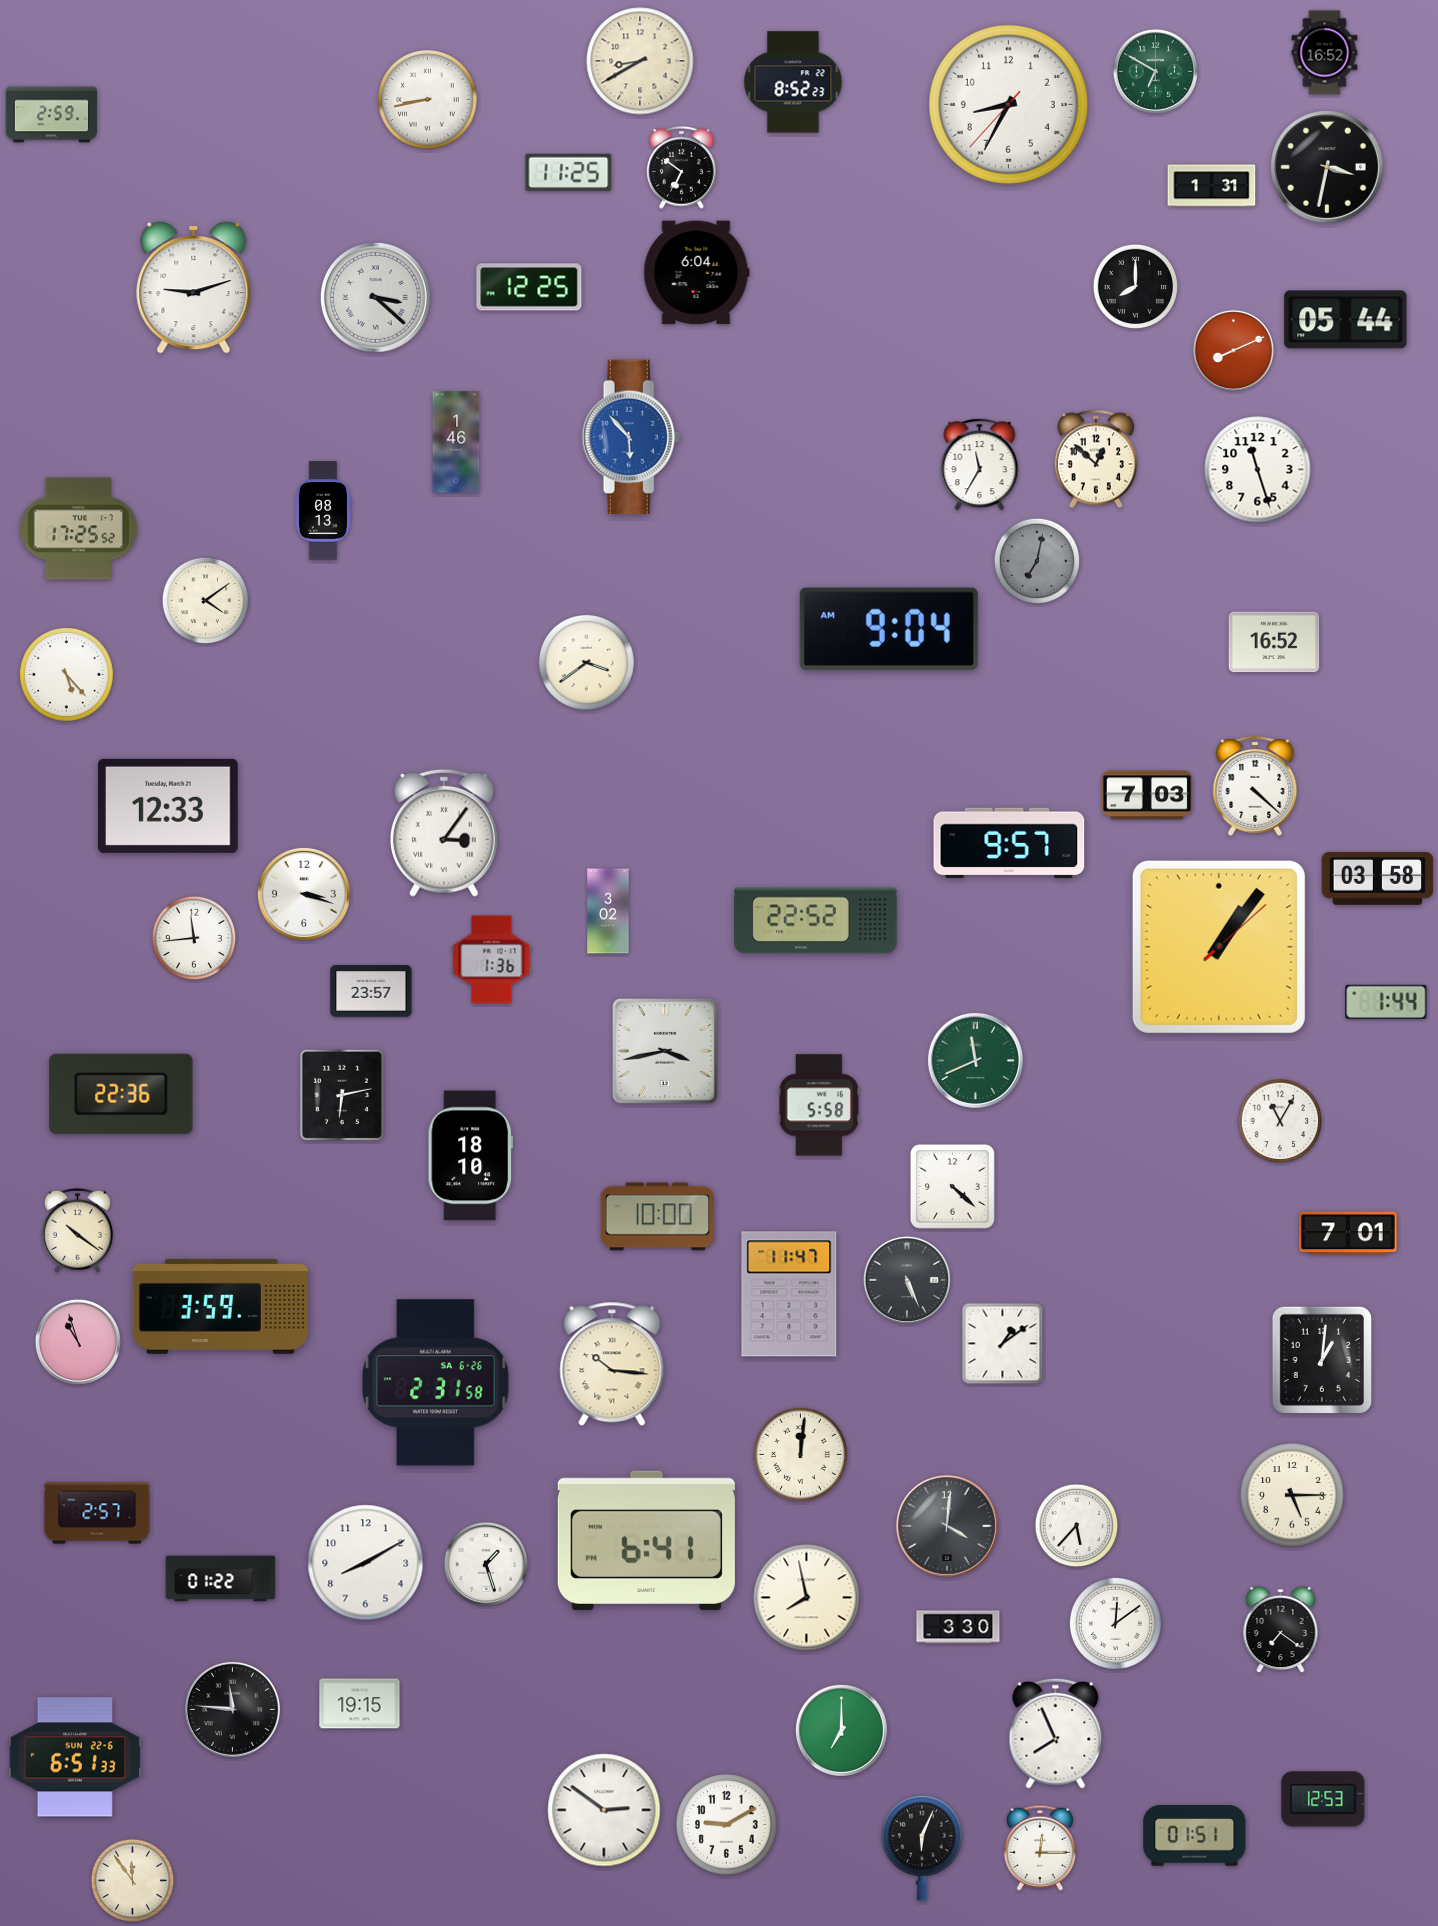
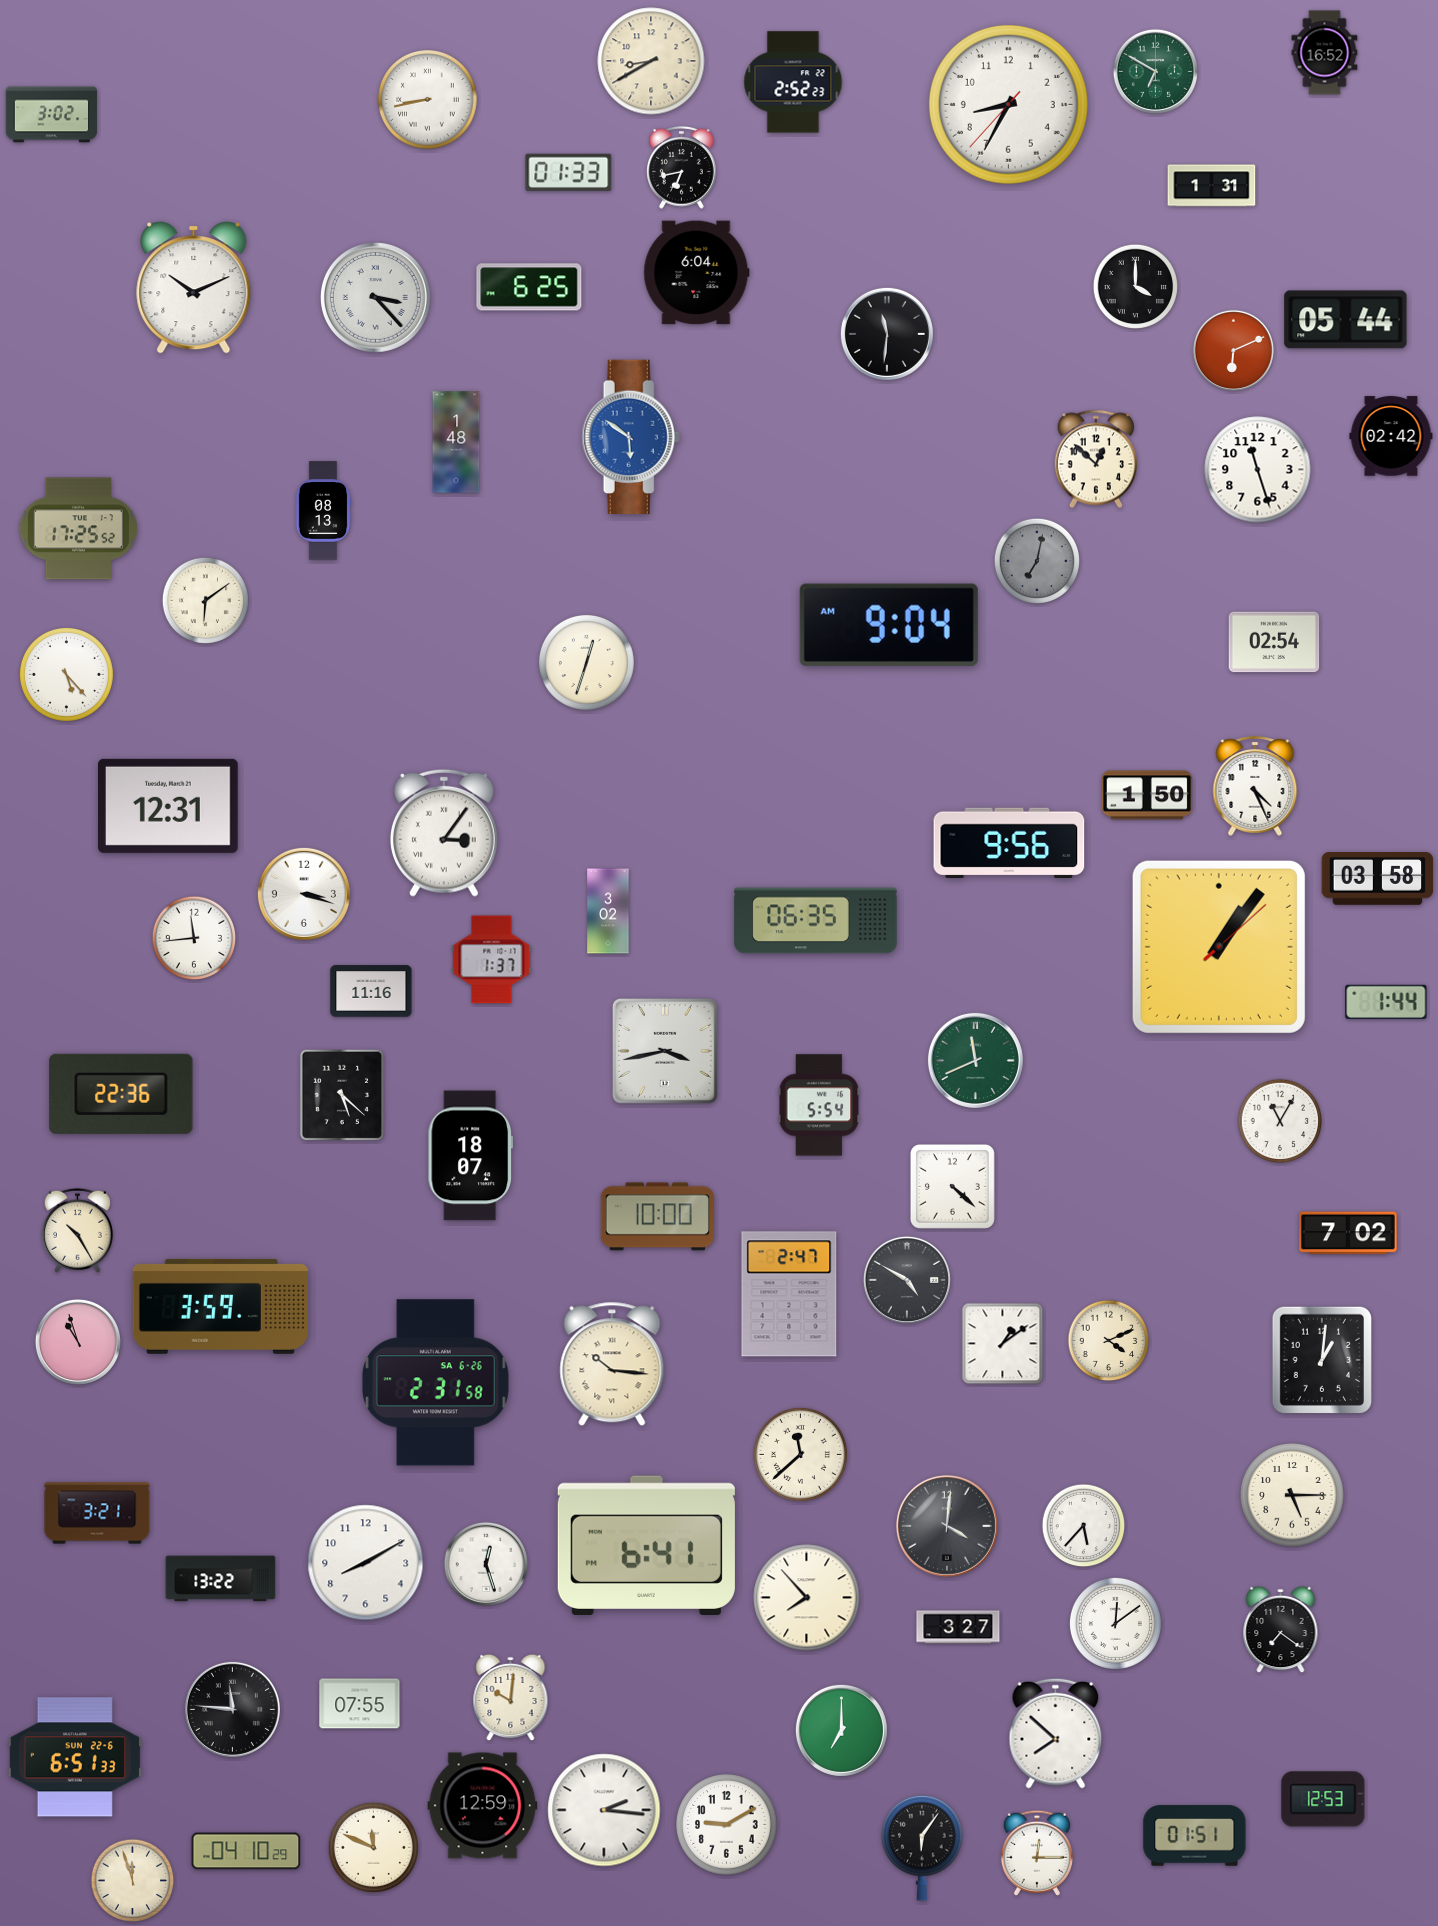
clock at (640, 61) position: (640, 61) -> (651, 61)
clock at (793, 82): 8:52 -> 2:52
clock at (52, 115): 2:59 -> 3:02
clock at (1327, 167): 3:32 -> none
clock at (682, 168): 6:51 -> 6:43
clock at (569, 172): 11:25 -> 01:33
clock at (529, 287): 12:25 -> 6:25
clock at (1136, 287): 8:00 -> 4:00
clock at (194, 288): 9:12 -> 10:11
clock at (375, 297): 3:22 -> 3:23
clock at (887, 334): none -> 11:31
clock at (1233, 350): 8:11 -> 6:11
clock at (631, 436): 5:53 -> 5:51
clock at (1391, 436): none -> 02:42
clock at (456, 442): 1:46 -> 1:48
clock at (980, 465): 11:35 -> none
clock at (205, 600): 4:09 -> 6:09
clock at (889, 629) position: (889, 629) -> (889, 625)
clock at (1274, 642): 16:52 -> 02:54
clock at (586, 662): 3:39 -> 12:33
clock at (1255, 787): 4:22 -> 4:26
clock at (1147, 795): 7:03 -> 1:50
clock at (169, 806): 12:33 -> 12:31
clock at (1009, 843): 9:57 -> 9:56
clock at (816, 921): 22:52 -> 06:35
clock at (492, 960): 1:36 -> 1:37
clock at (371, 991): 23:57 -> 11:16
clock at (342, 1095): 6:13 -> 5:22
clock at (819, 1105): 5:58 -> 5:54
clock at (470, 1156): 18:10 -> 18:07
clock at (77, 1230): 10:21 -> 10:25
clock at (1348, 1233): 7:01 -> 7:02
clock at (907, 1280): 5:26 -> 4:50
clock at (789, 1294): 11:47 -> 2:47
clock at (1109, 1341): none -> 4:11
clock at (800, 1454): 12:01 -> 11:38
clock at (97, 1513): 2:57 -> 3:21
clock at (1077, 1526) position: (1077, 1526) -> (1084, 1526)
clock at (646, 1540) position: (646, 1540) -> (646, 1545)
clock at (486, 1564): 1:27 -> 12:27
clock at (221, 1579): 01:22 -> 13:22
clock at (807, 1598): 7:58 -> 7:53
clock at (958, 1627): 3:30 -> 3:27
clock at (511, 1698): none -> 10:01
clock at (360, 1704): 19:15 -> 07:55
clock at (1056, 1733): 7:56 -> 7:52
clock at (483, 1806): none -> 12:59
clock at (604, 1810): 2:51 -> 2:16
clock at (373, 1847): none -> 11:49
clock at (922, 1848): 6:04 -> 6:06
clock at (1040, 1848) position: (1040, 1848) -> (1037, 1853)
clock at (246, 1851): none -> 04:10
clock at (133, 1881): 11:54 -> 11:57
